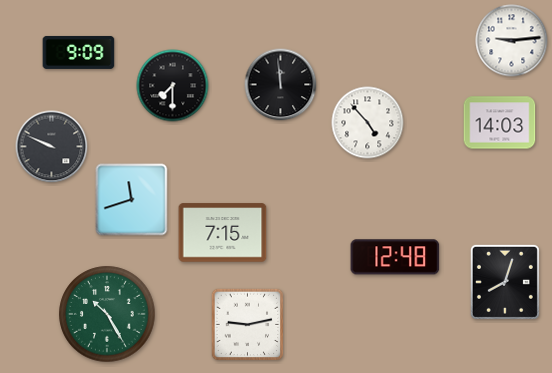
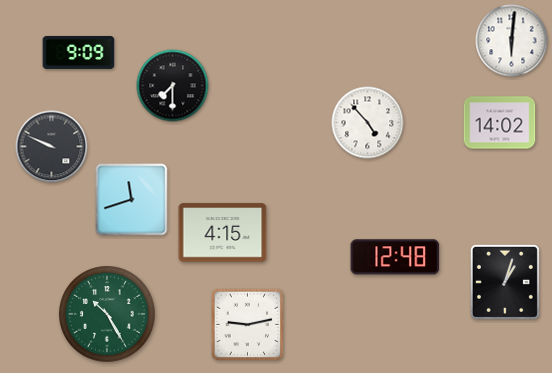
clock at (512, 41): 9:14 -> 6:01
clock at (281, 85): 11:59 -> none
clock at (500, 123): 14:03 -> 14:02
clock at (223, 233): 7:15 -> 4:15
clock at (505, 282): 8:03 -> 1:03
